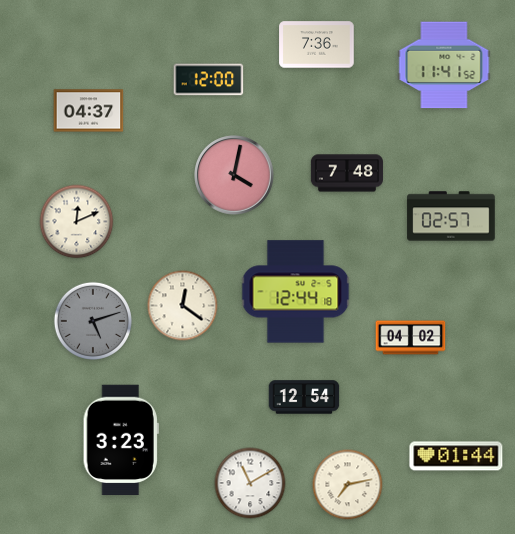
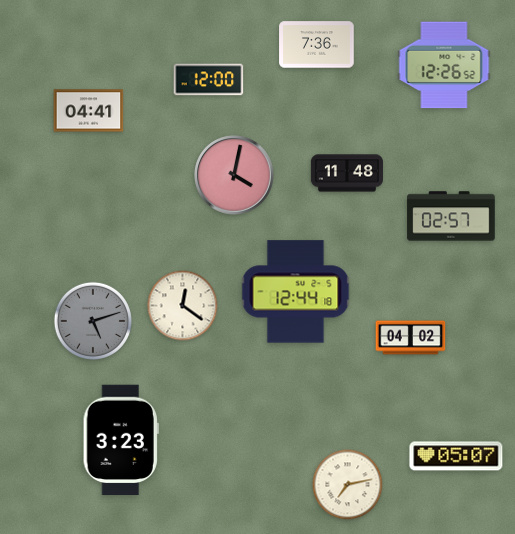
clock at (444, 65): 11:41 -> 12:26
clock at (89, 111): 04:37 -> 04:41
clock at (347, 173): 7:48 -> 11:48
clock at (77, 222): 12:11 -> none
clock at (304, 397): 12:54 -> none
clock at (456, 456): 01:44 -> 05:07
clock at (250, 483): 11:10 -> none
